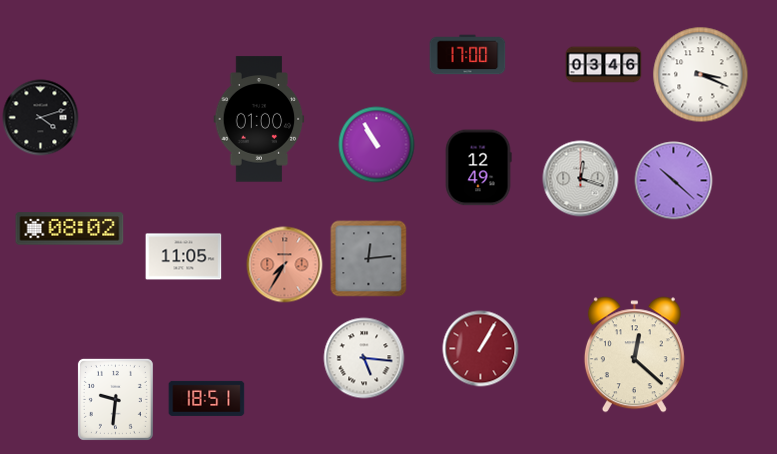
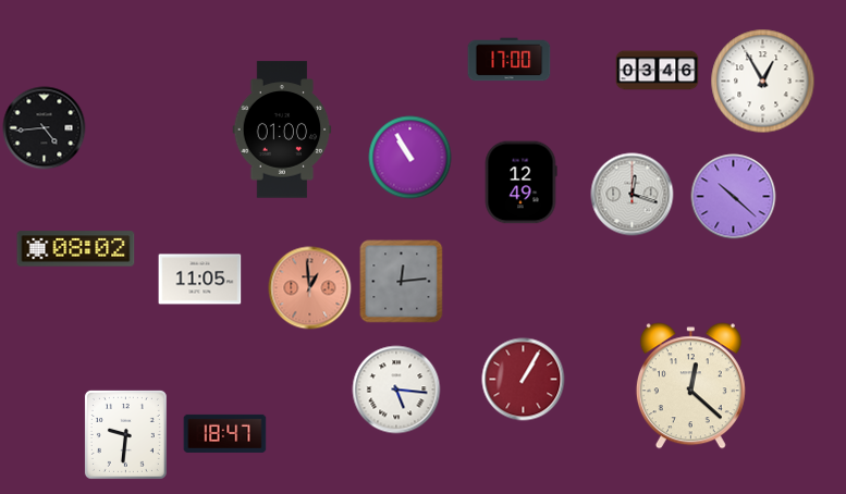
clock at (701, 75): 3:19 -> 12:55
clock at (41, 118): 4:12 -> 4:44
clock at (285, 265): 7:35 -> 12:59
clock at (207, 398): 18:51 -> 18:47
